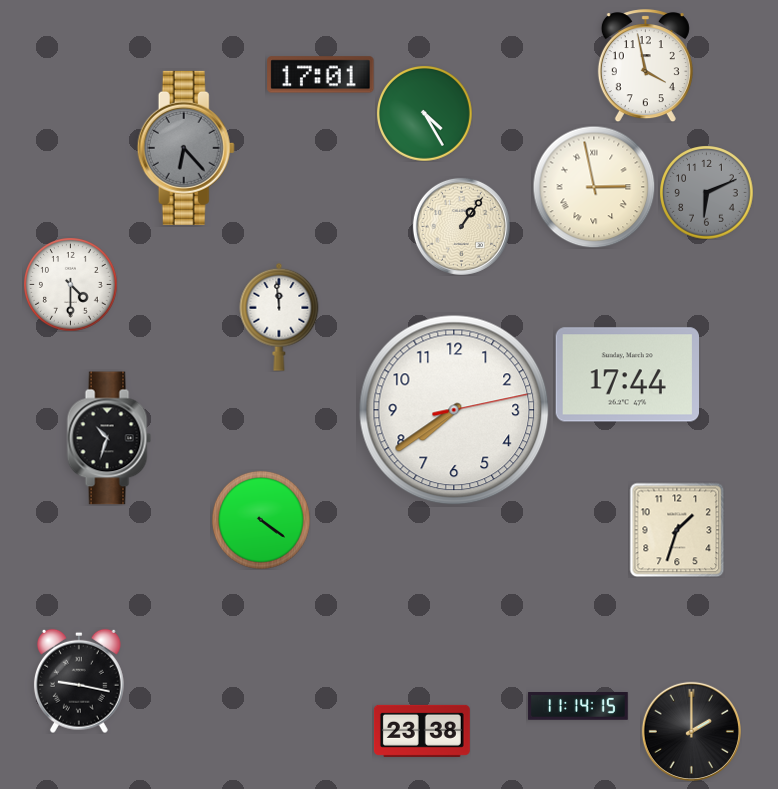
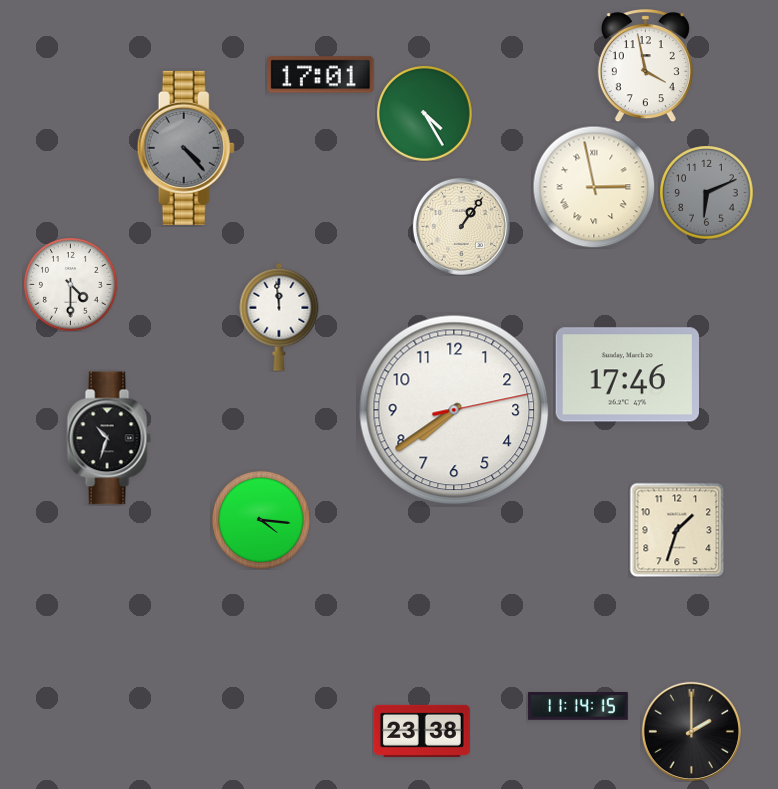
clock at (186, 148): 6:23 -> 4:23
clock at (627, 375): 17:44 -> 17:46
clock at (261, 520): 4:21 -> 4:16
clock at (79, 681): 9:17 -> none
